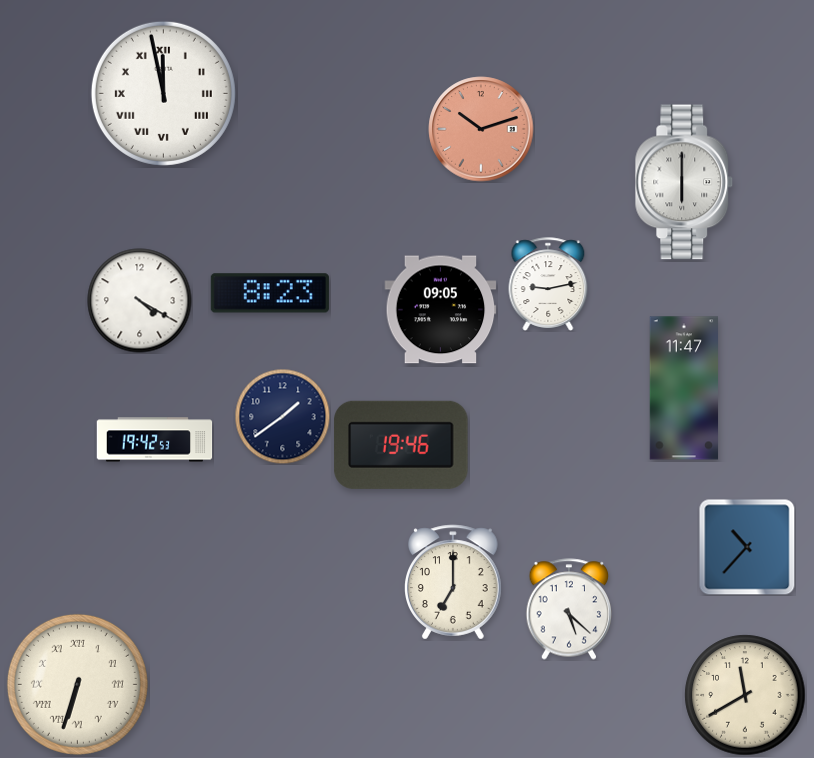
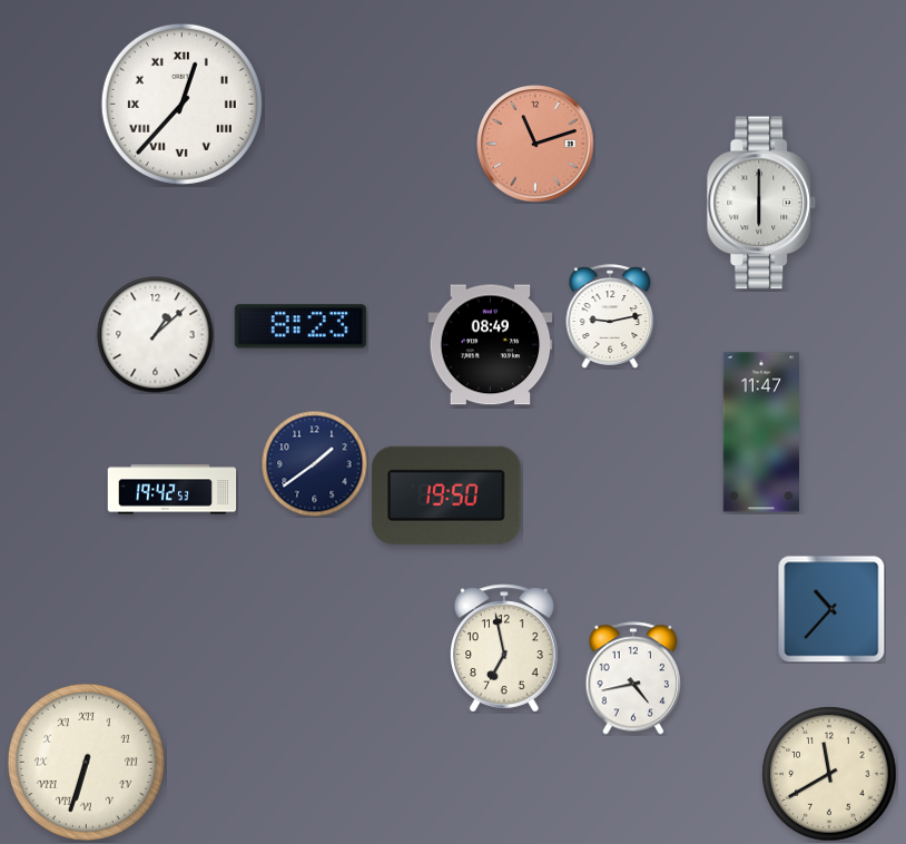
clock at (163, 93): 11:58 -> 12:37
clock at (481, 129): 10:12 -> 11:12
clock at (140, 301): 4:20 -> 1:08
clock at (441, 310): 09:05 -> 08:49
clock at (401, 445): 19:46 -> 19:50
clock at (454, 582): 7:00 -> 6:58
clock at (569, 609): 5:22 -> 4:43
